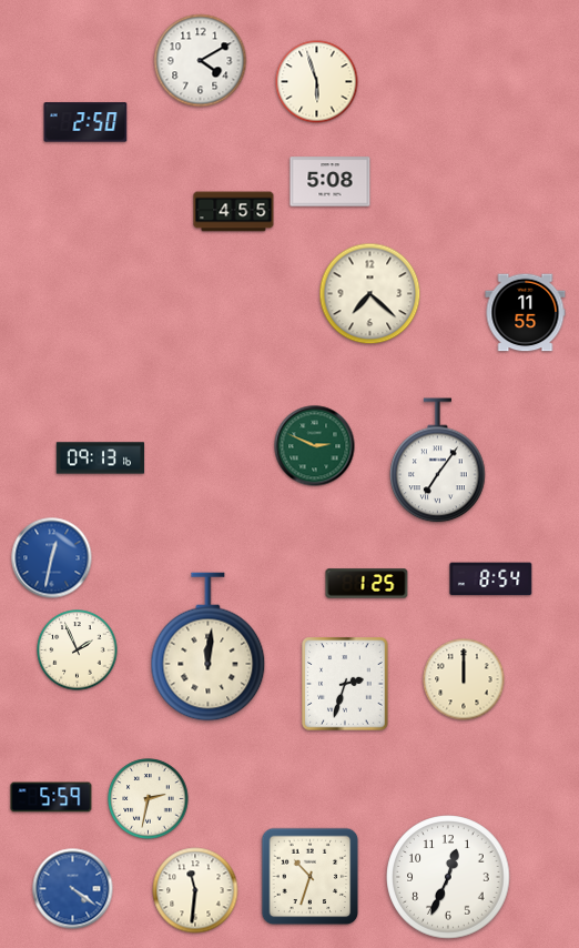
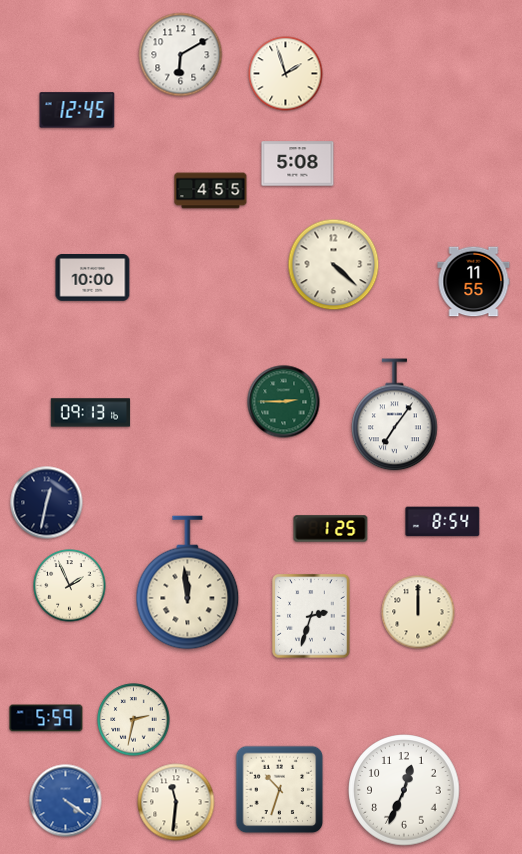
clock at (201, 61): 4:10 -> 6:10
clock at (317, 82): 5:57 -> 1:57
clock at (85, 122): 2:50 -> 12:45
clock at (370, 294): 7:22 -> 4:22
clock at (93, 278): none -> 10:00
clock at (315, 446): 2:49 -> 2:45
clock at (52, 558) dial: blue -> navy
clock at (367, 584) position: (367, 584) -> (331, 529)
clock at (209, 647): 12:01 -> 11:59
